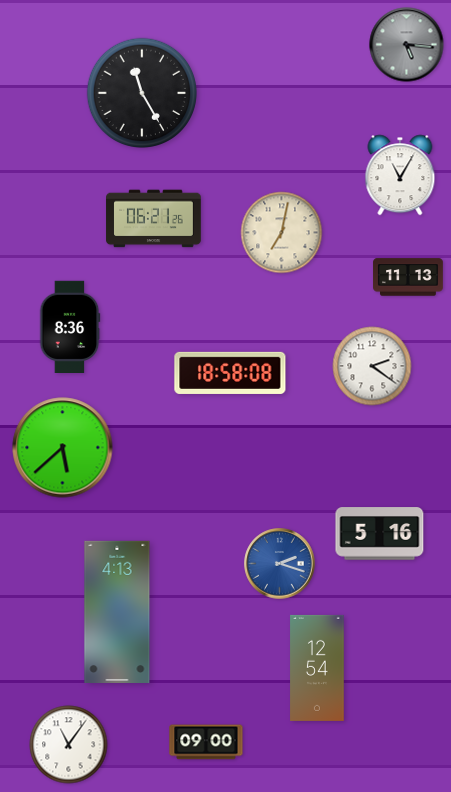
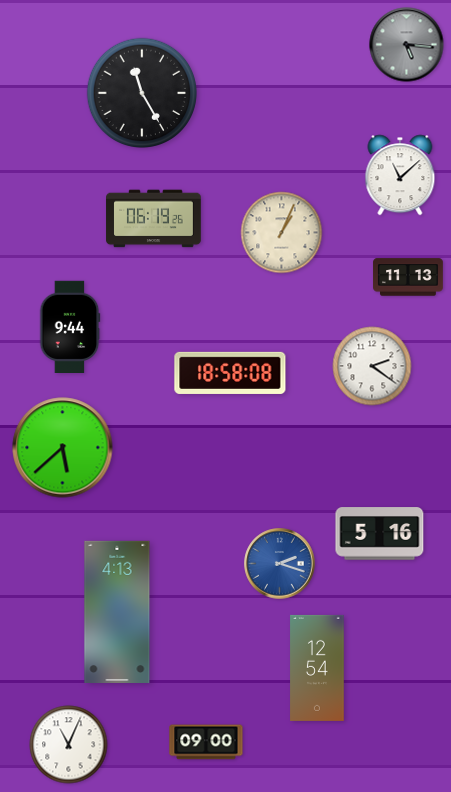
clock at (400, 175): 11:05 -> 11:08
clock at (154, 219): 06:21 -> 06:19
clock at (282, 233): 7:02 -> 1:04
clock at (70, 326): 8:36 -> 9:44
clock at (69, 745): 11:06 -> 11:04
